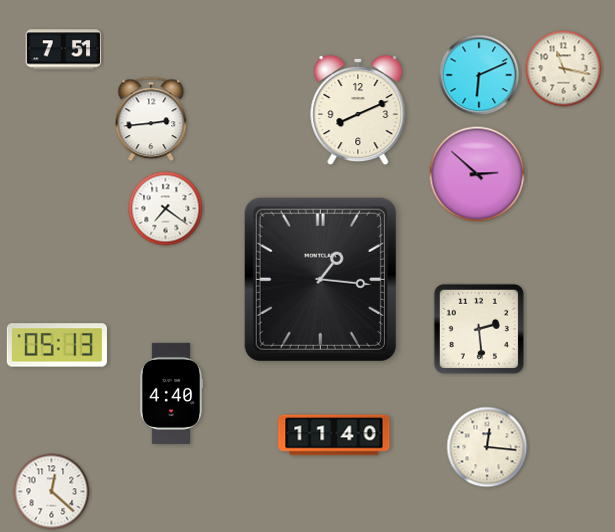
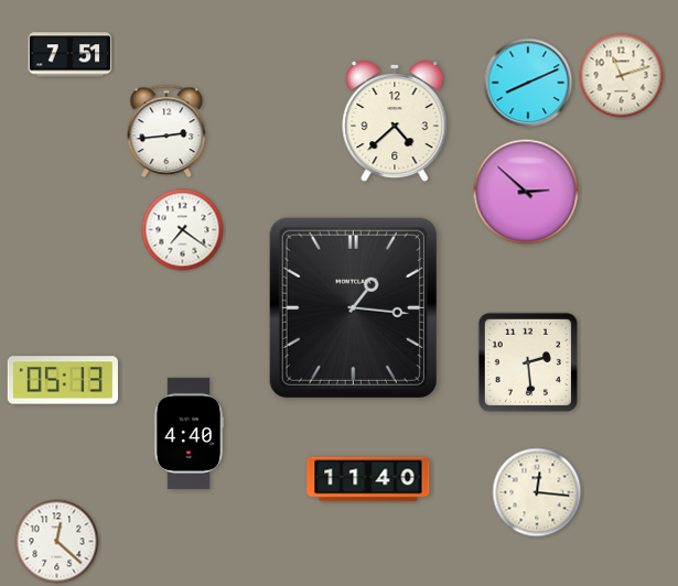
clock at (564, 69): 11:17 -> 11:12
clock at (479, 75): 6:11 -> 8:11
clock at (358, 110): 8:11 -> 4:38
